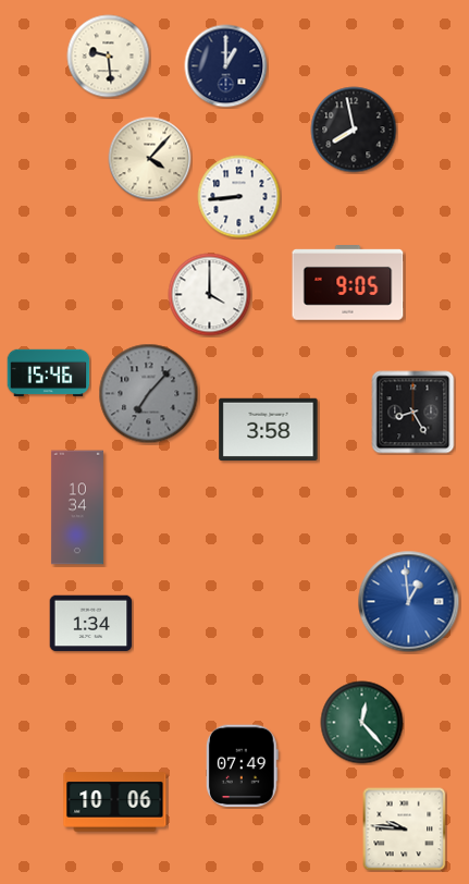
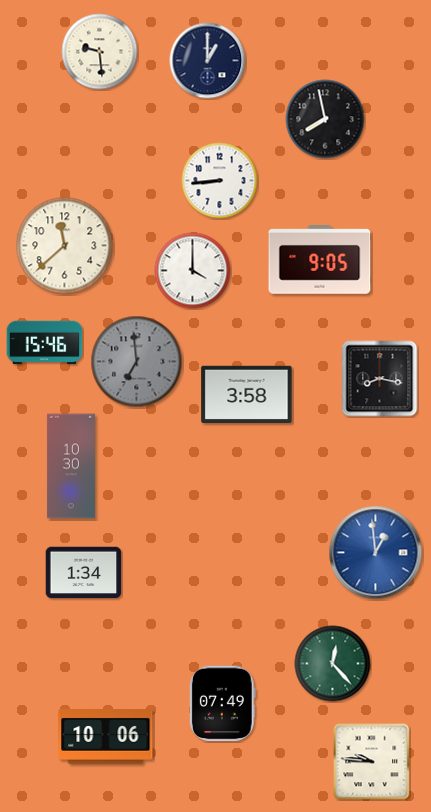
clock at (150, 159): 4:07 -> none
clock at (65, 246): none -> 11:38
clock at (149, 394): 7:07 -> 6:59
clock at (414, 413): 8:25 -> 8:17
clock at (77, 507): 10:34 -> 10:30
